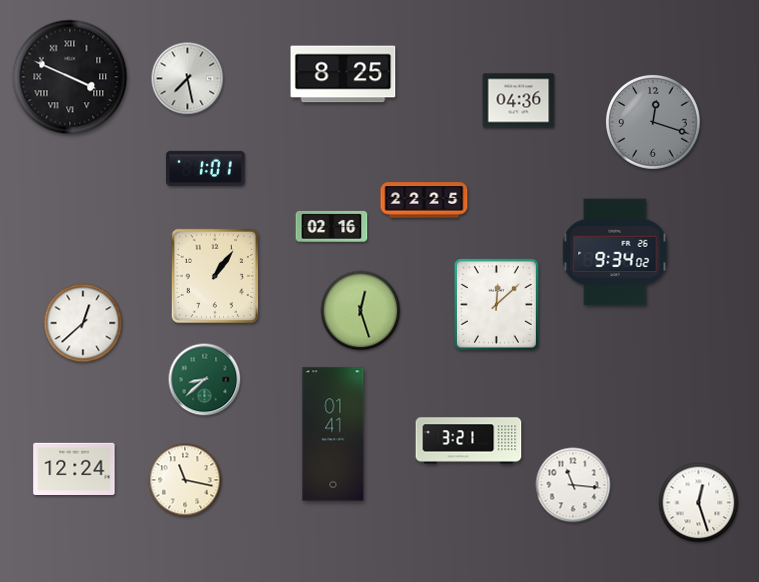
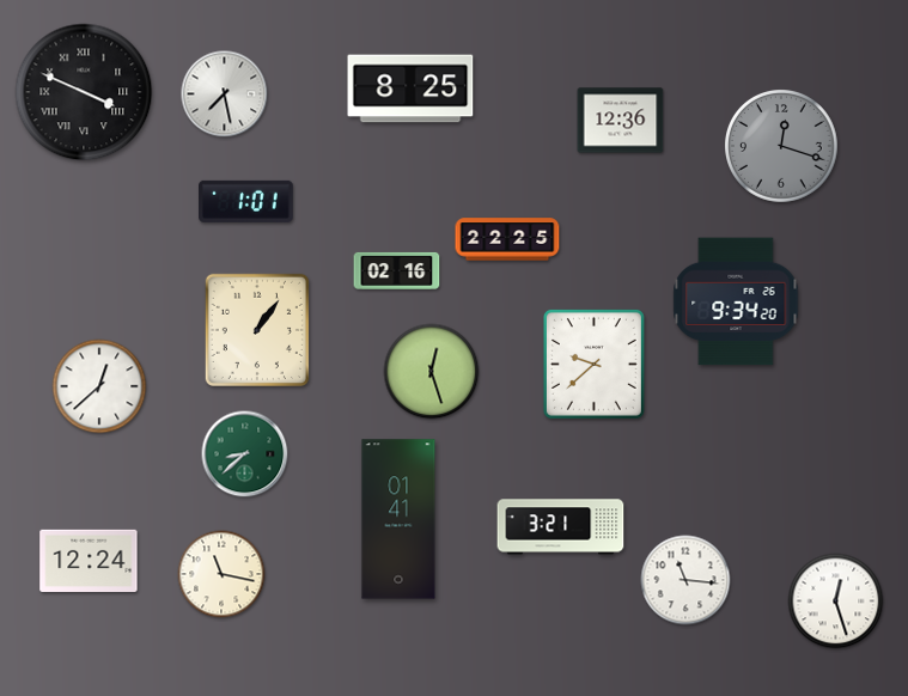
clock at (519, 101): 04:36 -> 12:36
clock at (615, 252): 9:34:02 -> 9:34:20
clock at (496, 304): 12:08 -> 9:38
